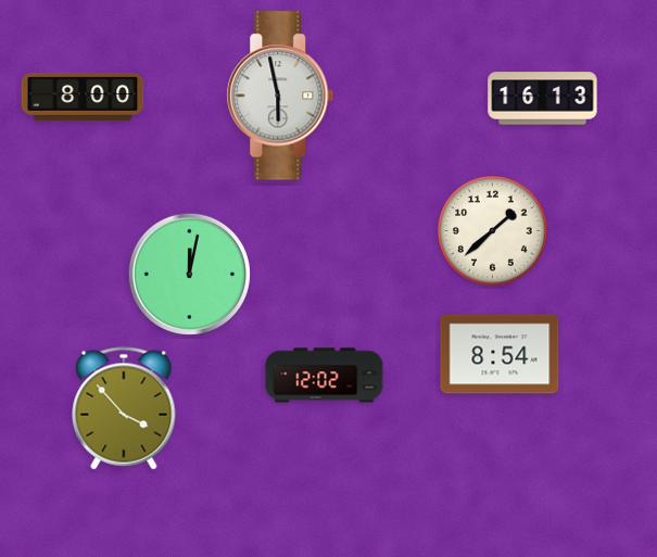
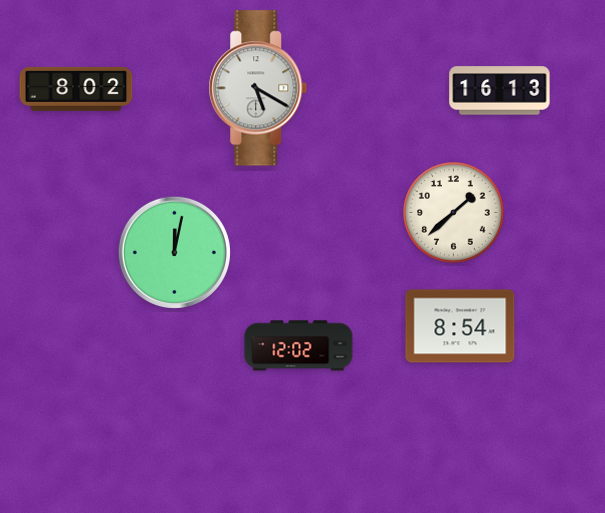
clock at (280, 96): 5:58 -> 5:20
clock at (83, 97): 8:00 -> 8:02
clock at (124, 408): 3:53 -> none
